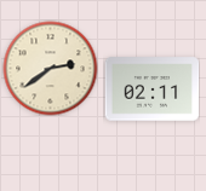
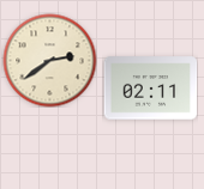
clock at (50, 68) position: (50, 68) -> (49, 60)
